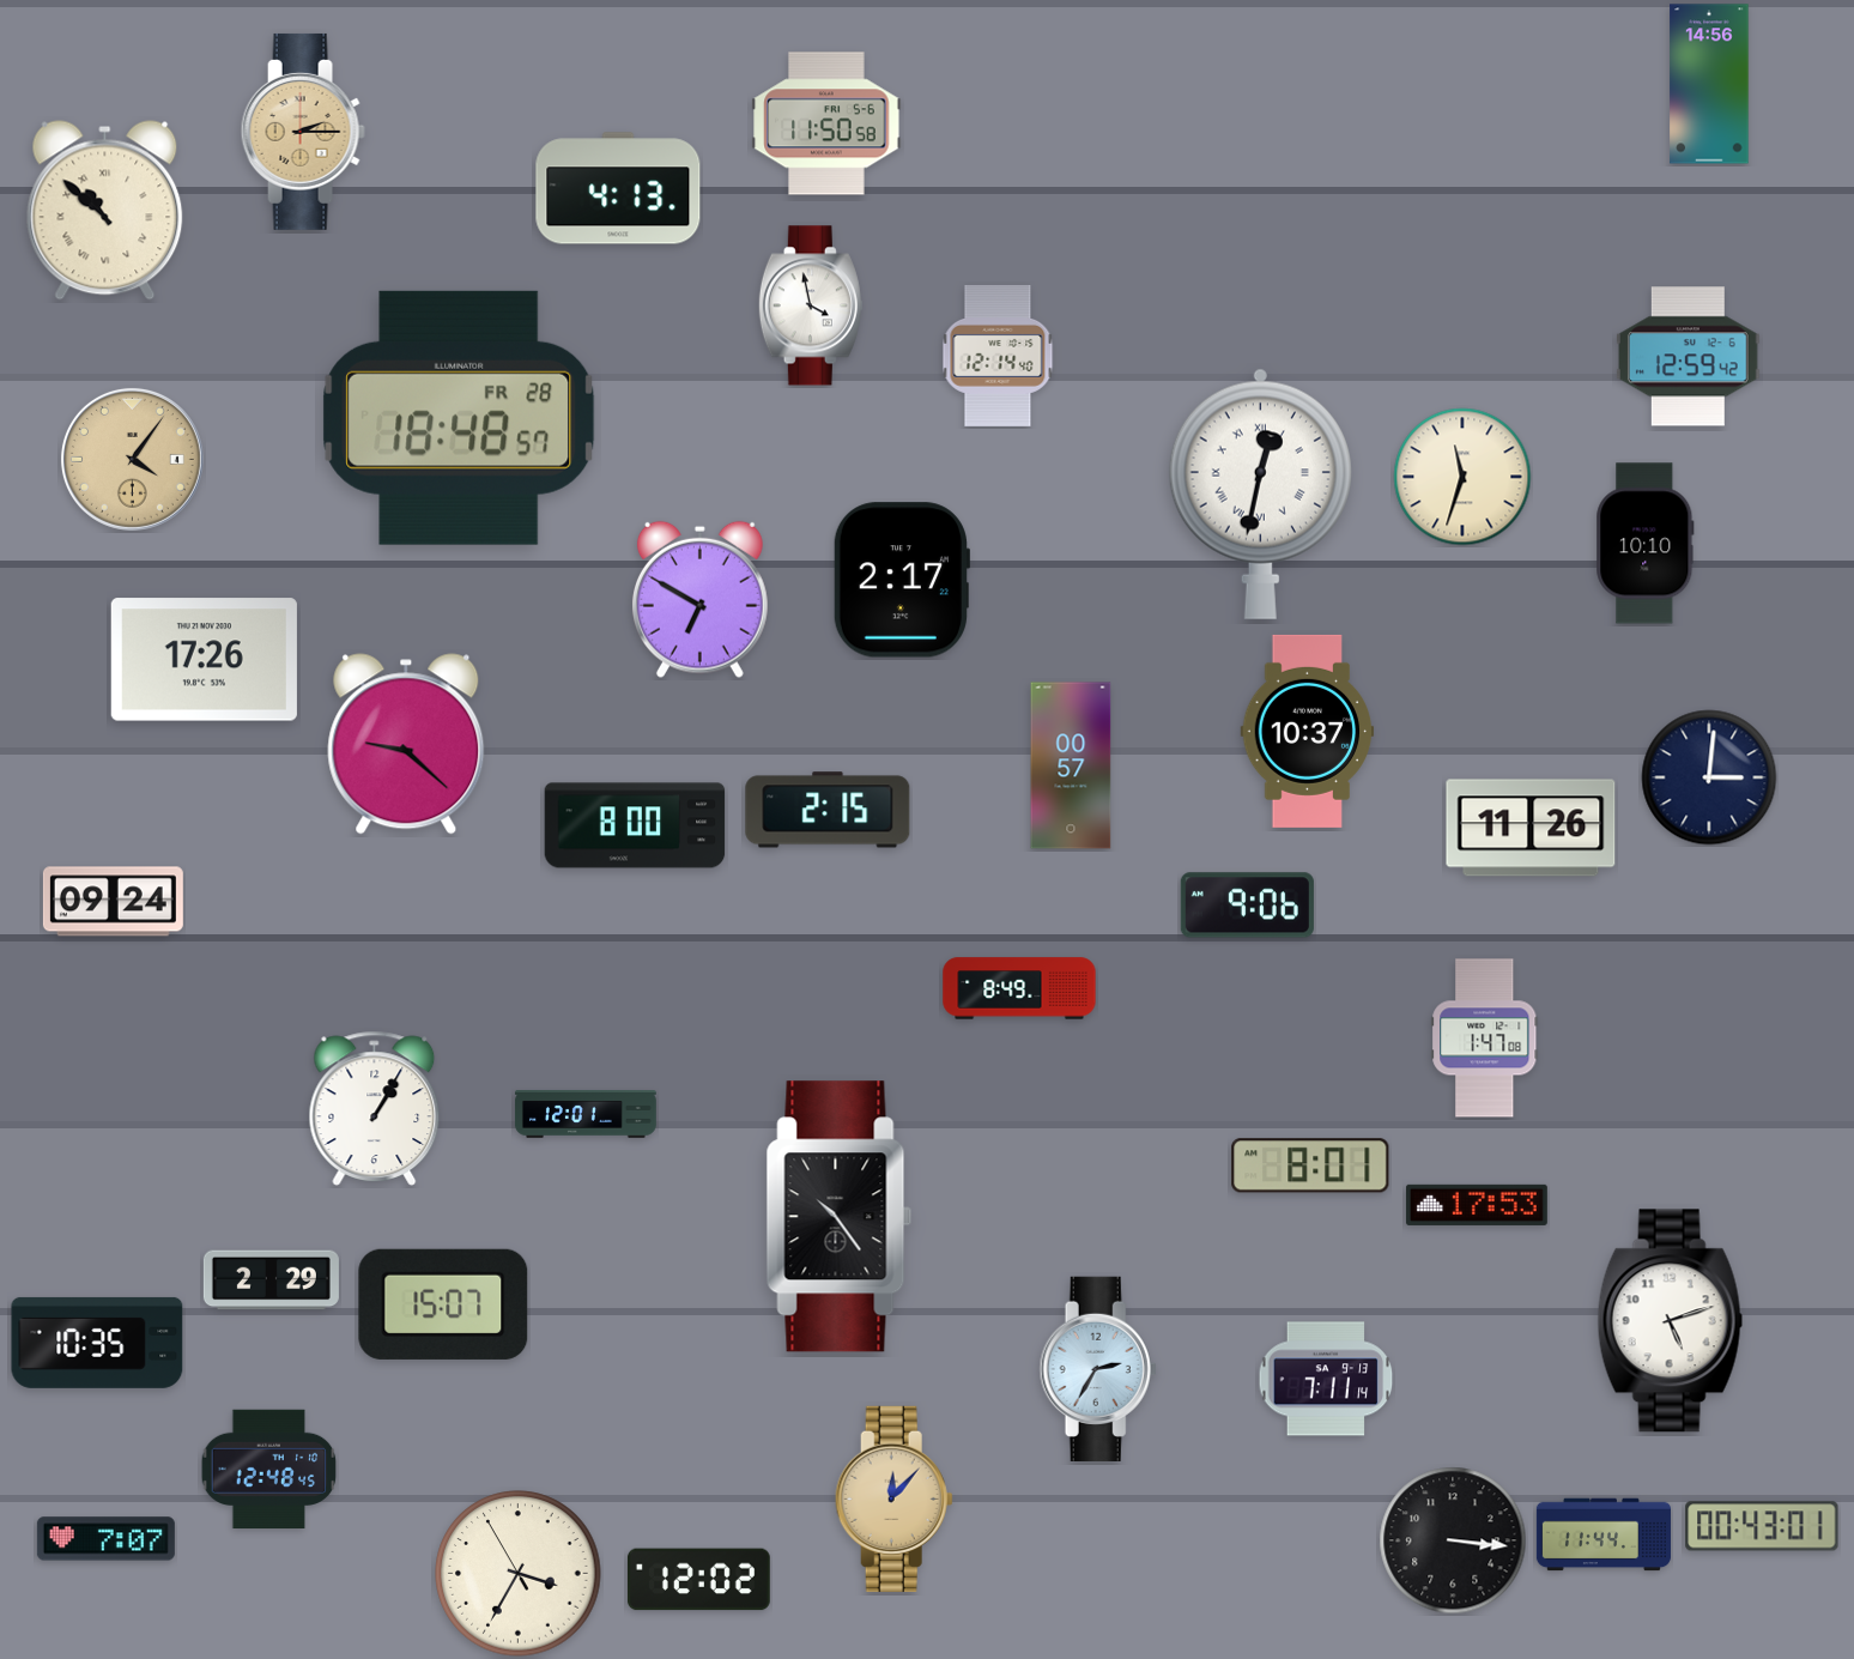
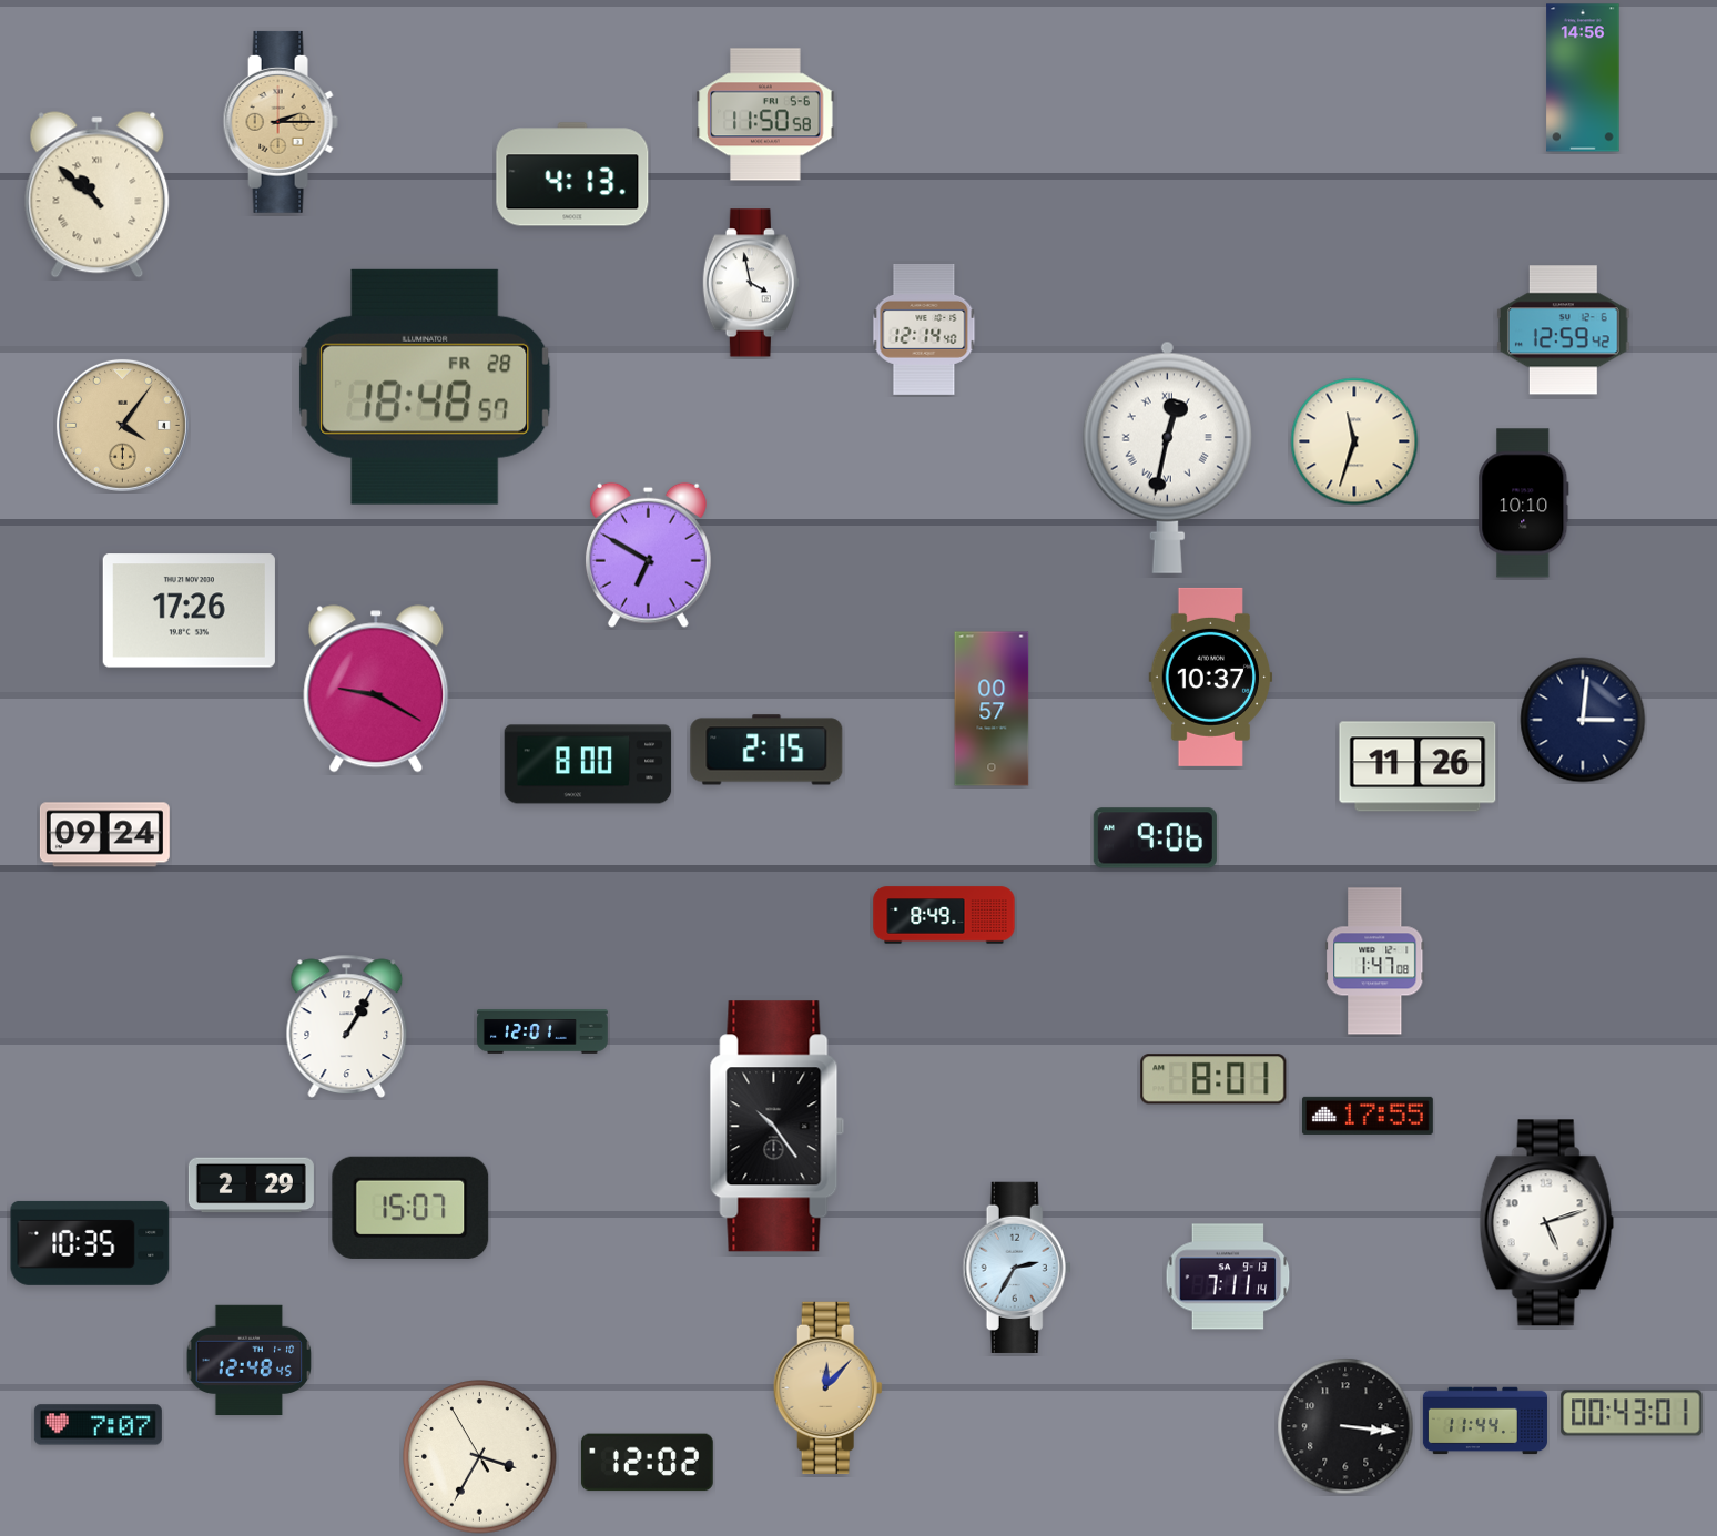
clock at (901, 580): 2:17 -> none
clock at (406, 744): 9:22 -> 9:20
clock at (1477, 1205): 17:53 -> 17:55
